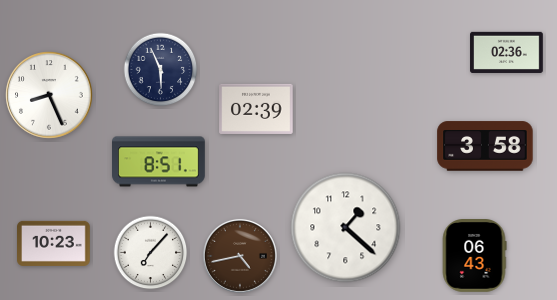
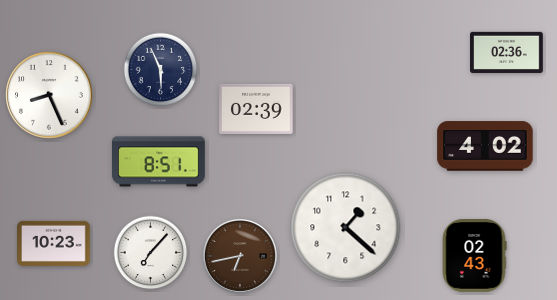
clock at (485, 146): 3:58 -> 4:02
clock at (240, 256): 4:43 -> 6:43
clock at (474, 256): 06:43 -> 02:43
